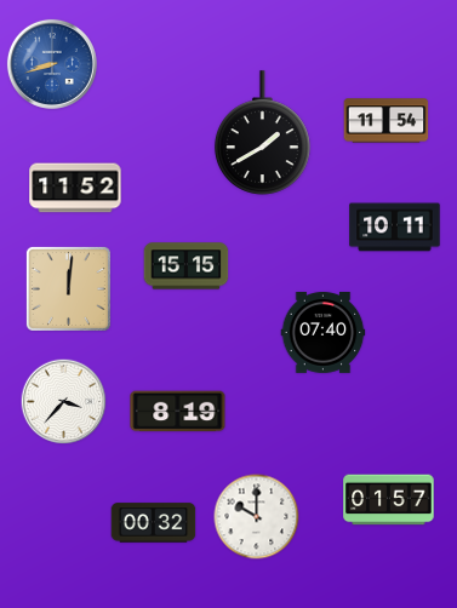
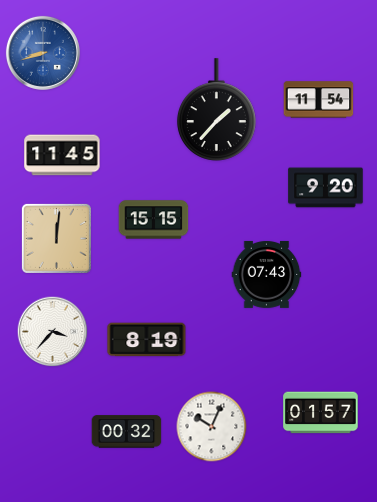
clock at (263, 133): 1:40 -> 1:37
clock at (75, 188): 11:52 -> 11:45
clock at (395, 228): 10:11 -> 9:20
clock at (324, 332): 07:40 -> 07:43
clock at (257, 517): 10:00 -> 10:04
